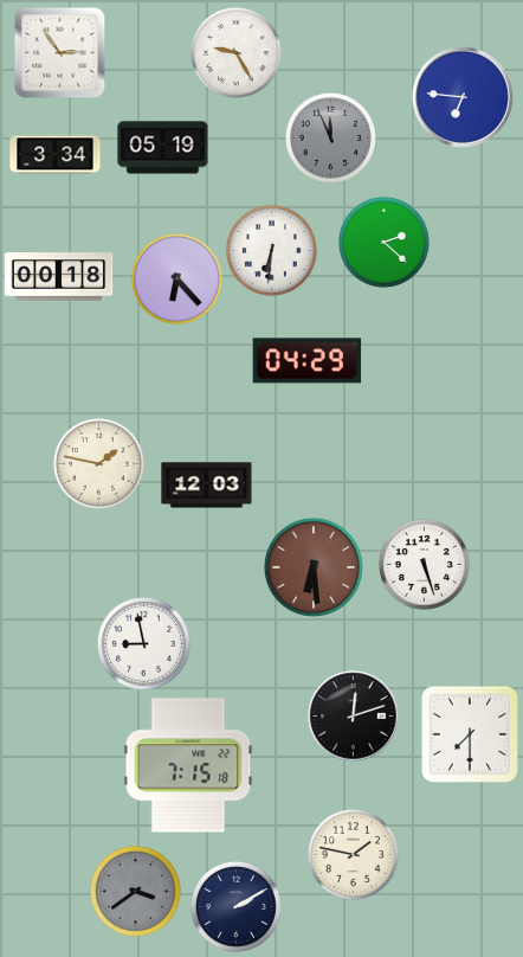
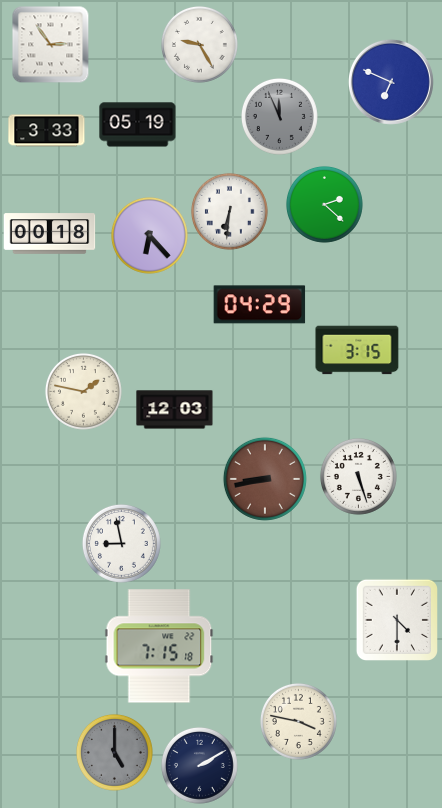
clock at (463, 97): 6:46 -> 6:49
clock at (56, 155): 3:34 -> 3:33
clock at (357, 350): none -> 3:15
clock at (314, 567): 6:29 -> 8:43
clock at (354, 717): 12:12 -> none
clock at (469, 733): 7:30 -> 4:30
clock at (353, 854): 1:47 -> 3:47
clock at (135, 891): 3:39 -> 5:00
